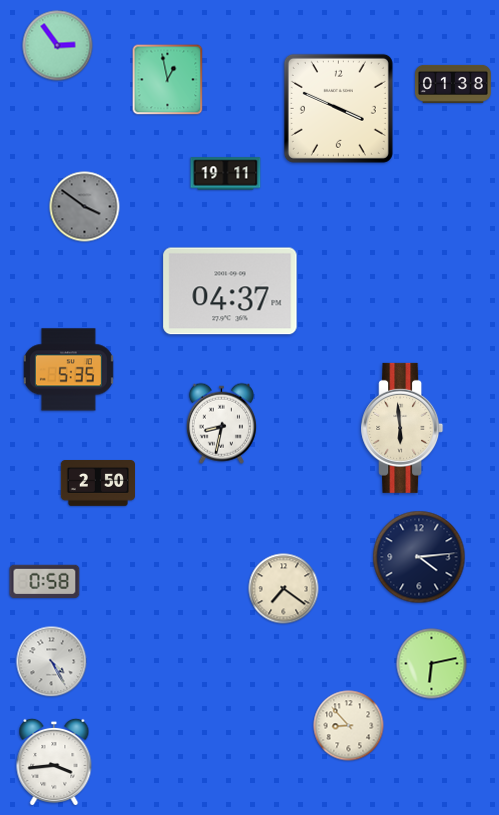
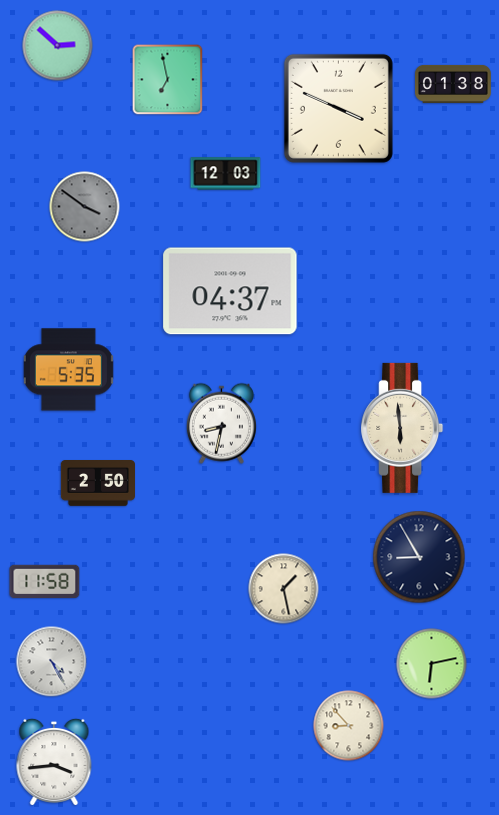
clock at (58, 46): 2:54 -> 2:52
clock at (168, 80): 12:58 -> 6:58
clock at (226, 174): 19:11 -> 12:03
clock at (419, 557): 4:14 -> 8:55
clock at (45, 581): 0:58 -> 11:58
clock at (284, 589): 7:21 -> 1:28
